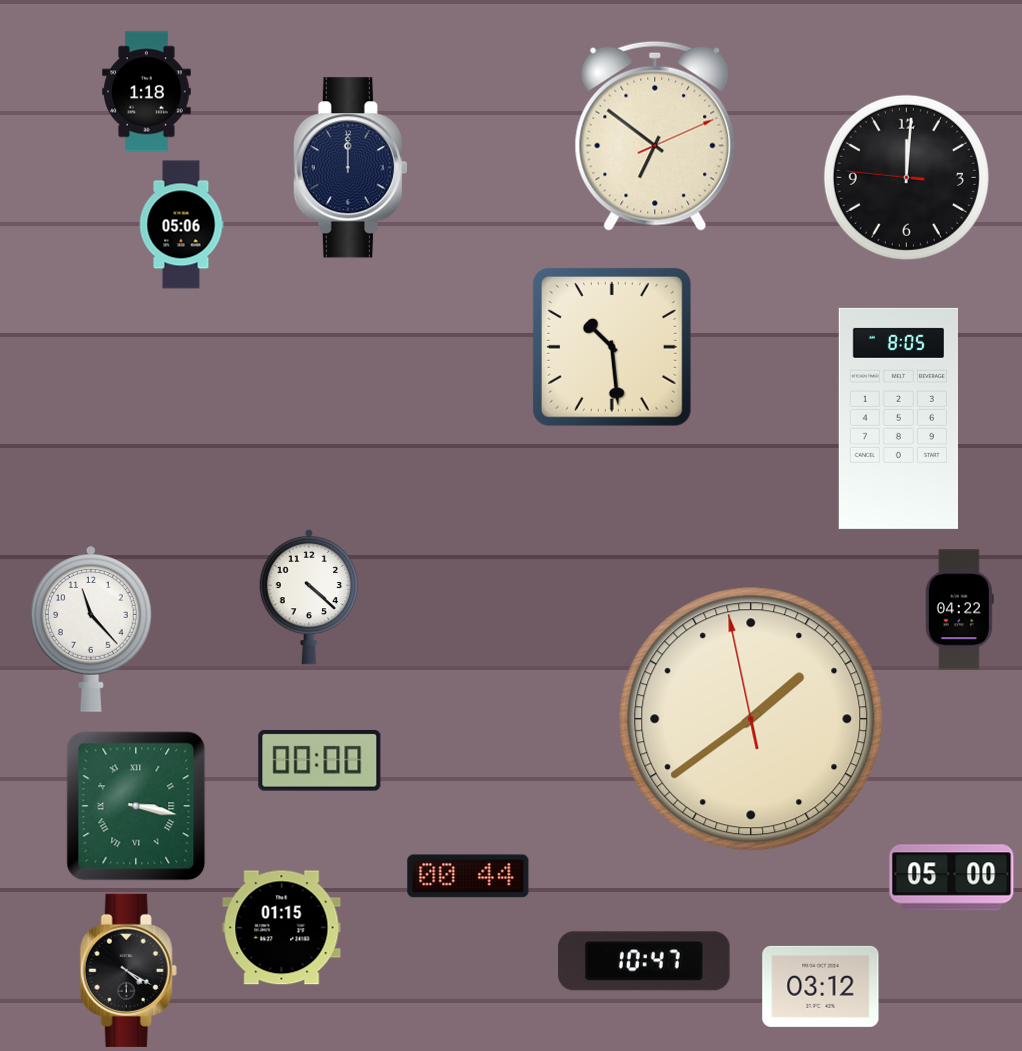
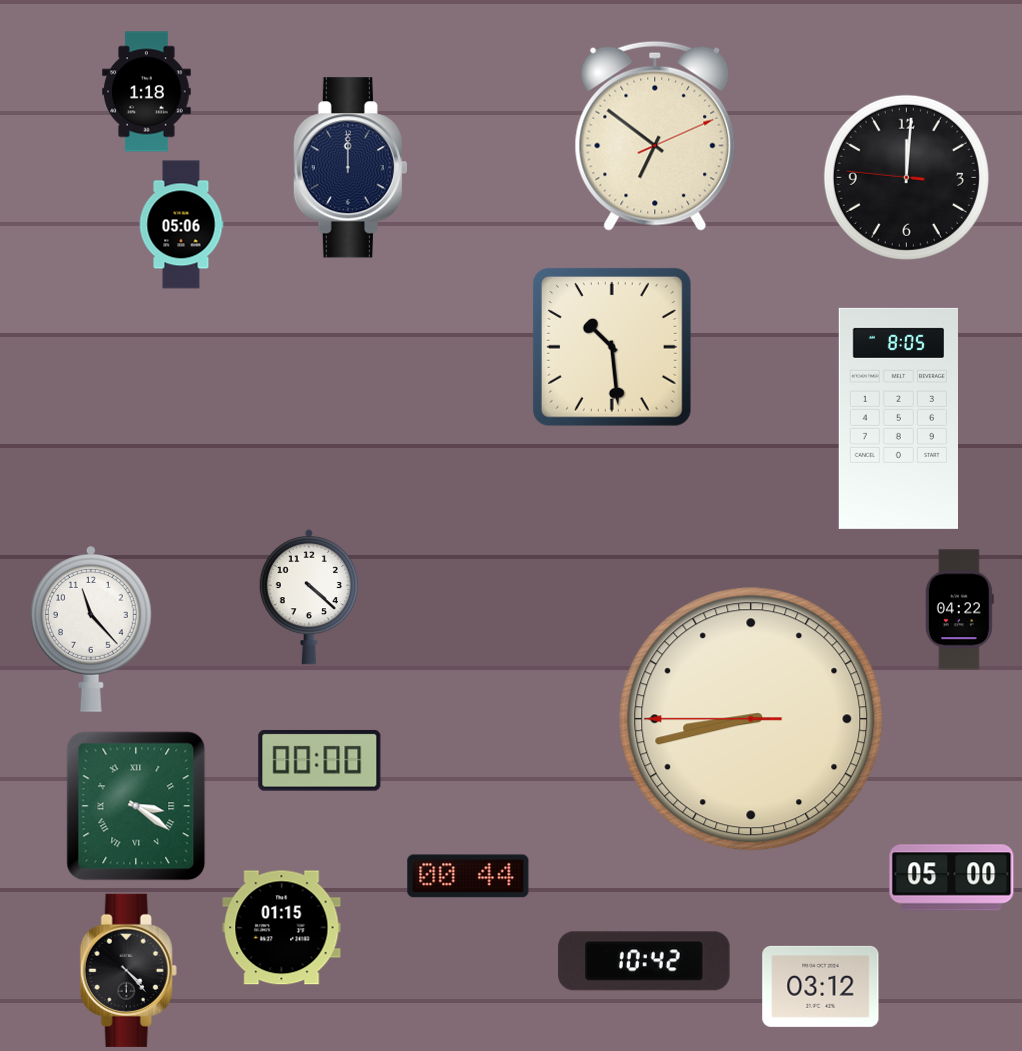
clock at (751, 719): 1:38 -> 8:42
clock at (136, 806): 3:17 -> 3:21
clock at (644, 961): 10:47 -> 10:42
clock at (128, 970): 4:20 -> 4:23
